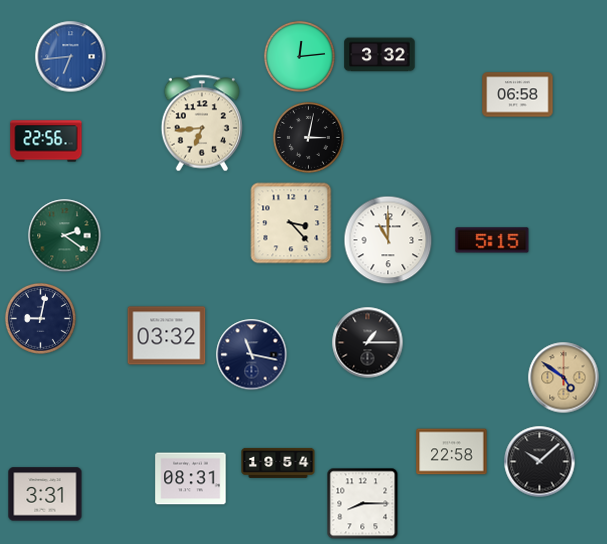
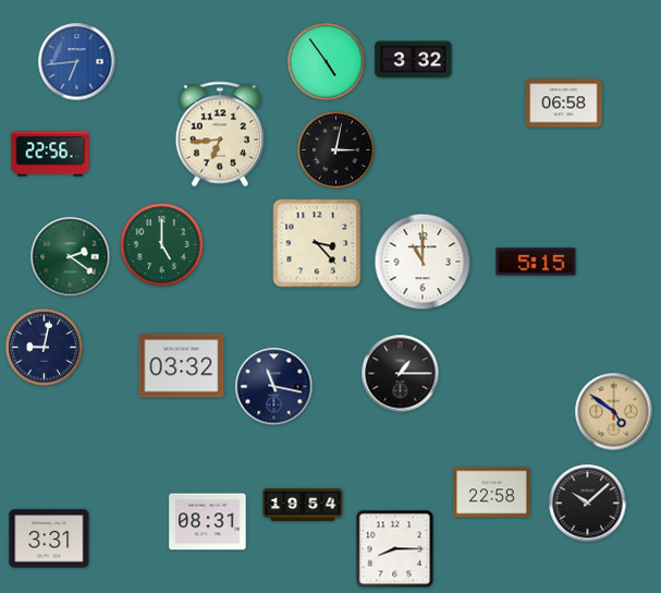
clock at (299, 56): 12:14 -> 4:54
clock at (162, 245): none -> 5:00
